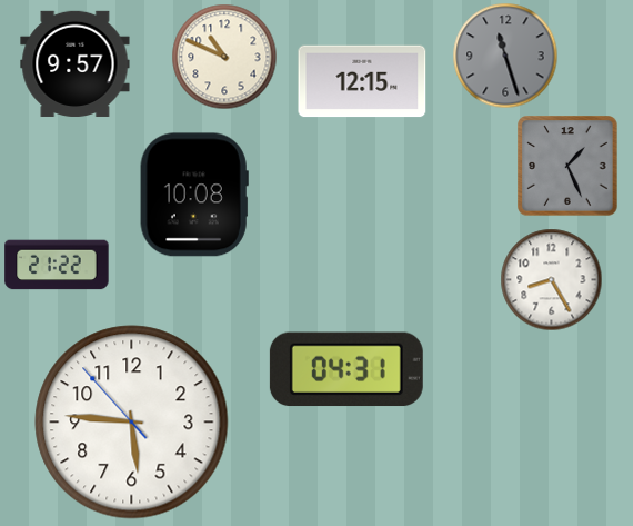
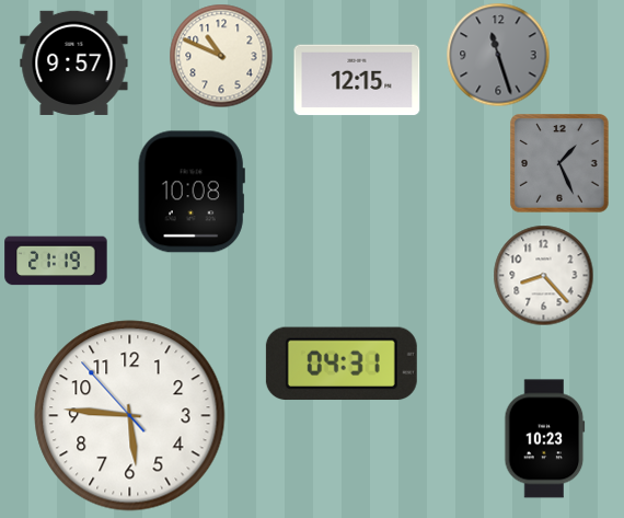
clock at (57, 265): 21:22 -> 21:19
clock at (551, 279): 8:25 -> 8:23
clock at (545, 439): none -> 10:23
